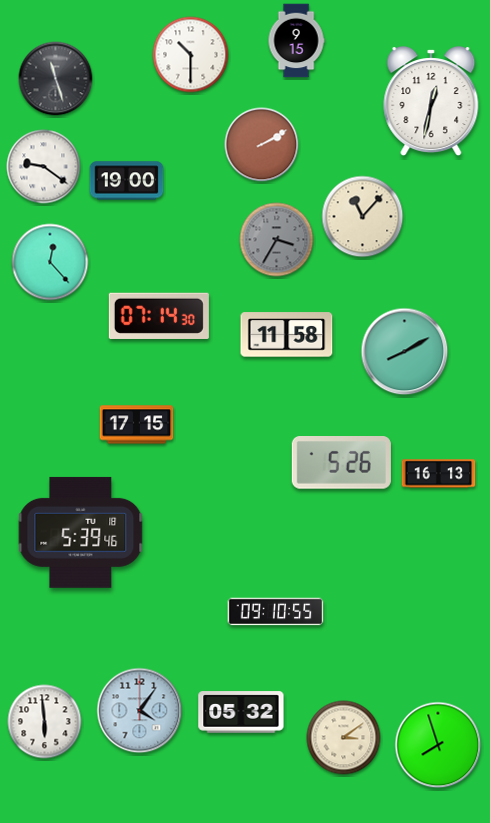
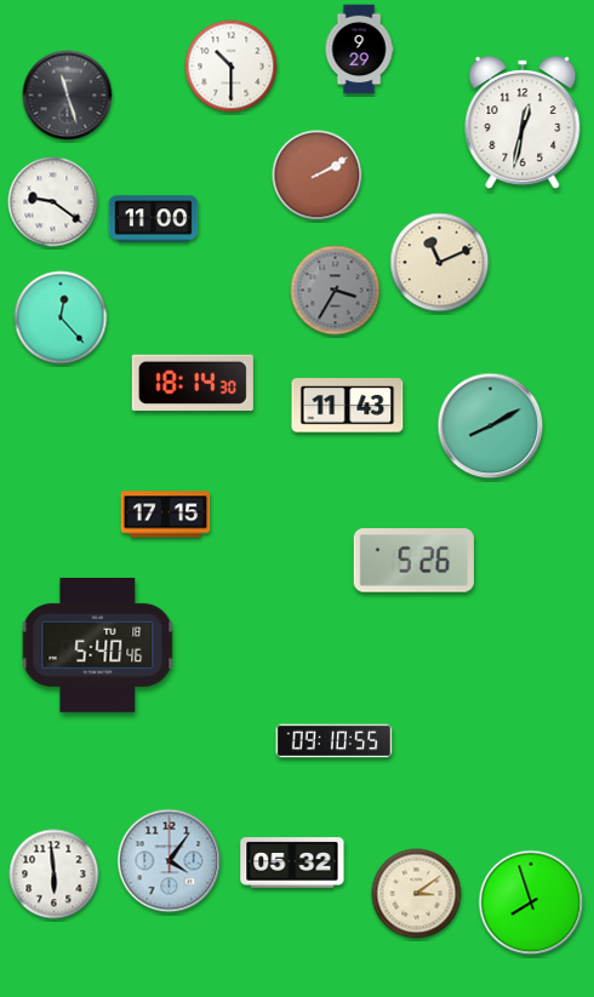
clock at (296, 41): 9:15 -> 9:29
clock at (127, 181): 19:00 -> 11:00
clock at (363, 217): 11:07 -> 11:11
clock at (159, 316): 07:14 -> 18:14
clock at (287, 335): 11:58 -> 11:43
clock at (439, 474): 16:13 -> none
clock at (81, 532): 5:39 -> 5:40
